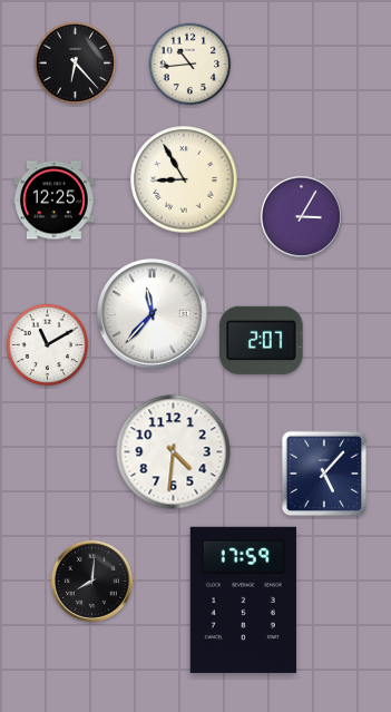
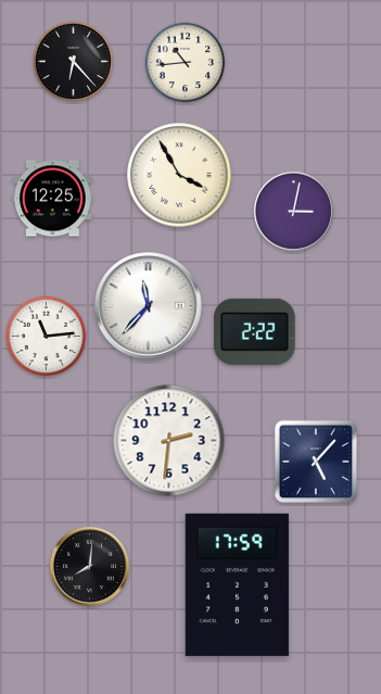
clock at (184, 179): 8:55 -> 3:55
clock at (55, 201) position: (55, 201) -> (53, 199)
clock at (301, 216): 3:05 -> 3:02
clock at (262, 340): 2:07 -> 2:22
clock at (48, 345): 11:10 -> 11:14
clock at (174, 452): 4:31 -> 2:31
